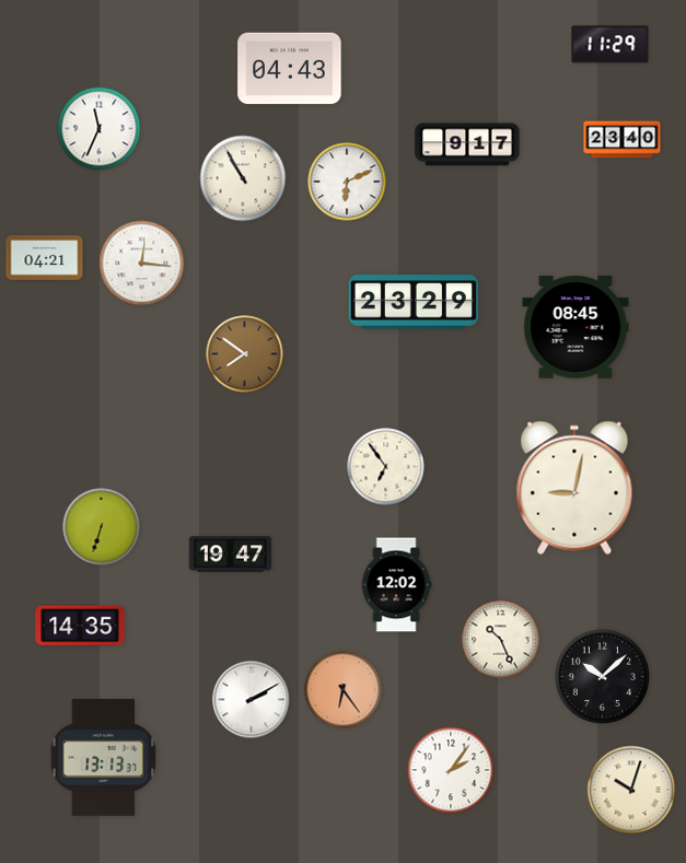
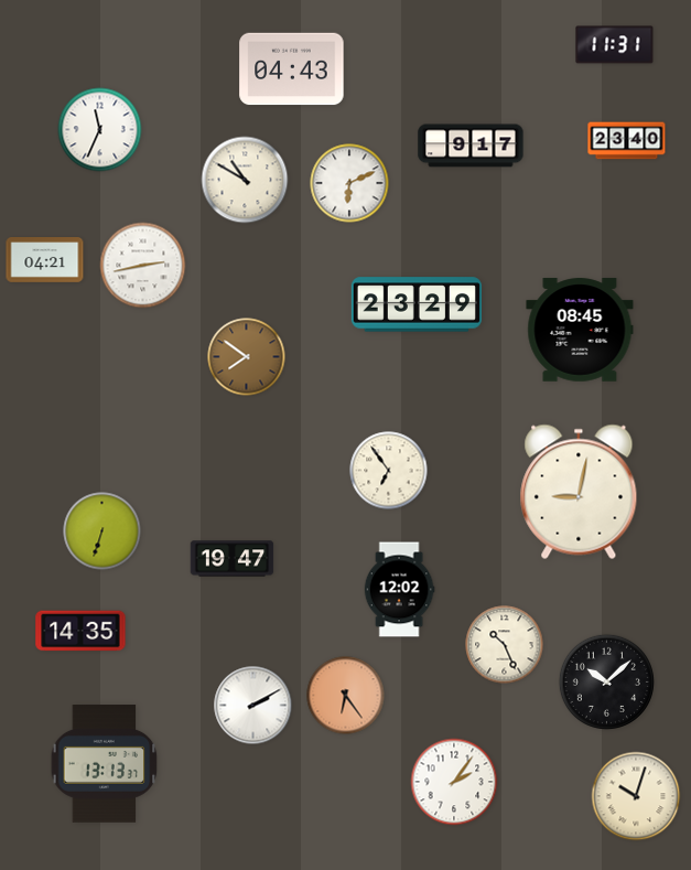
clock at (611, 45): 11:29 -> 11:31
clock at (243, 178): 10:55 -> 10:50
clock at (142, 264): 12:16 -> 2:43
clock at (451, 770) position: (451, 770) -> (454, 782)
